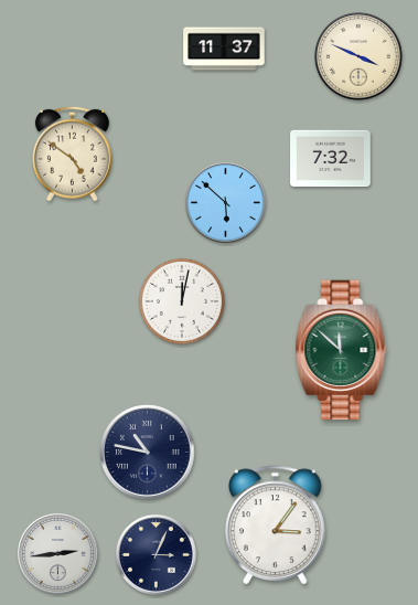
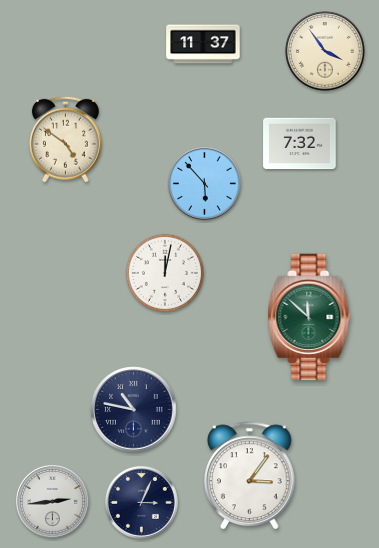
clock at (358, 56): 3:49 -> 3:54
clock at (225, 202): 5:52 -> 5:53
